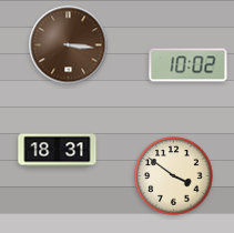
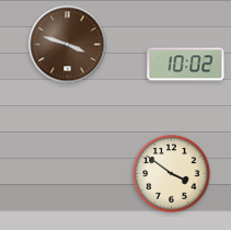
clock at (69, 45): 3:16 -> 3:48
clock at (58, 151): 18:31 -> none
